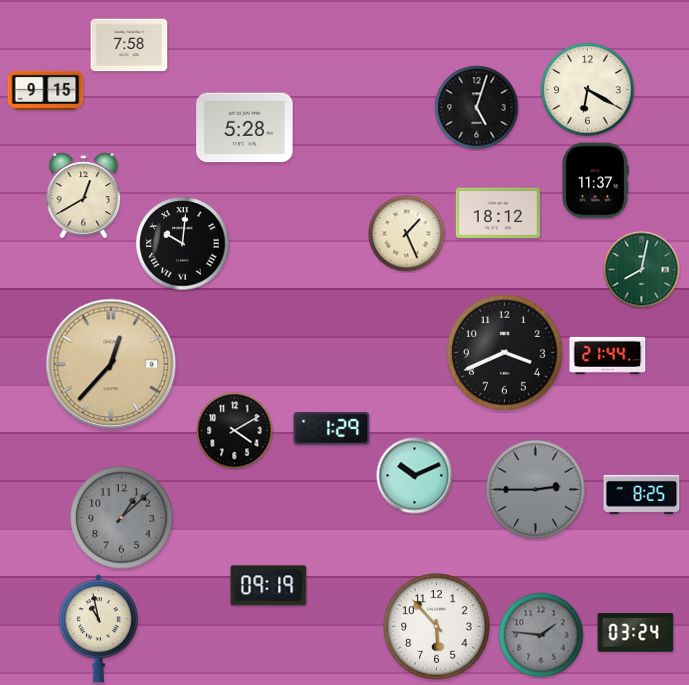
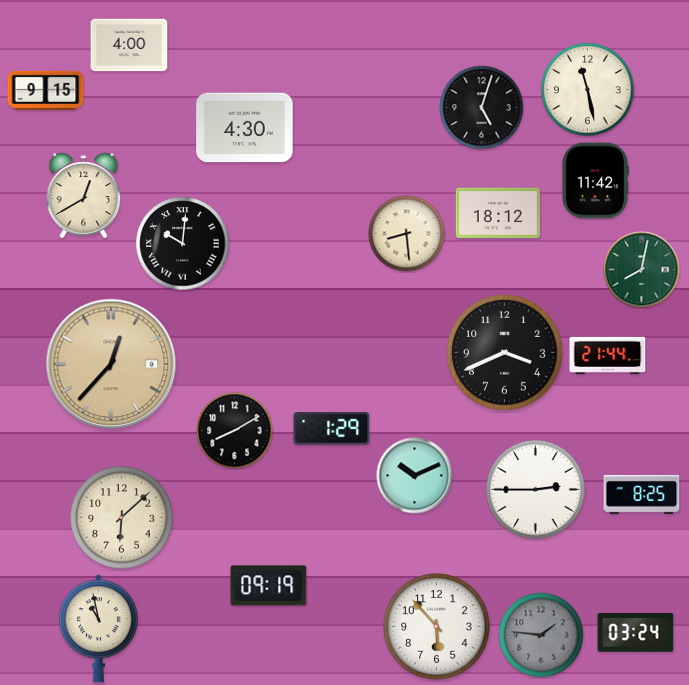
clock at (129, 45): 7:58 -> 4:00
clock at (588, 90): 6:20 -> 11:28
clock at (477, 108) position: (477, 108) -> (482, 108)
clock at (245, 128): 5:28 -> 4:30
clock at (595, 181): 11:37 -> 11:42
clock at (407, 234): 1:26 -> 8:29
clock at (235, 431): 4:10 -> 8:10
clock at (536, 490) dial: grey -> white
clock at (122, 518): 1:08 -> 6:08
clock at (122, 518) dial: grey -> cream
